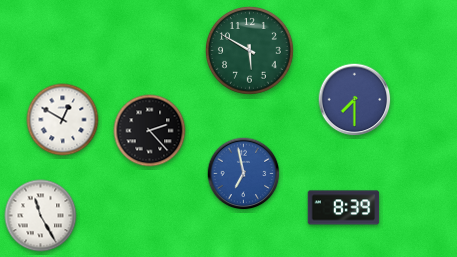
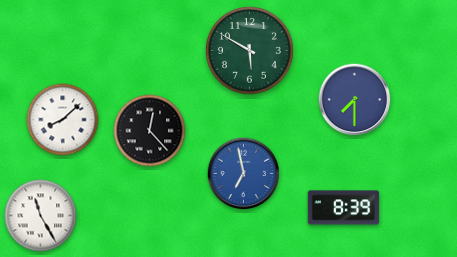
clock at (63, 120): 12:50 -> 8:08
clock at (150, 131): 2:23 -> 12:23
